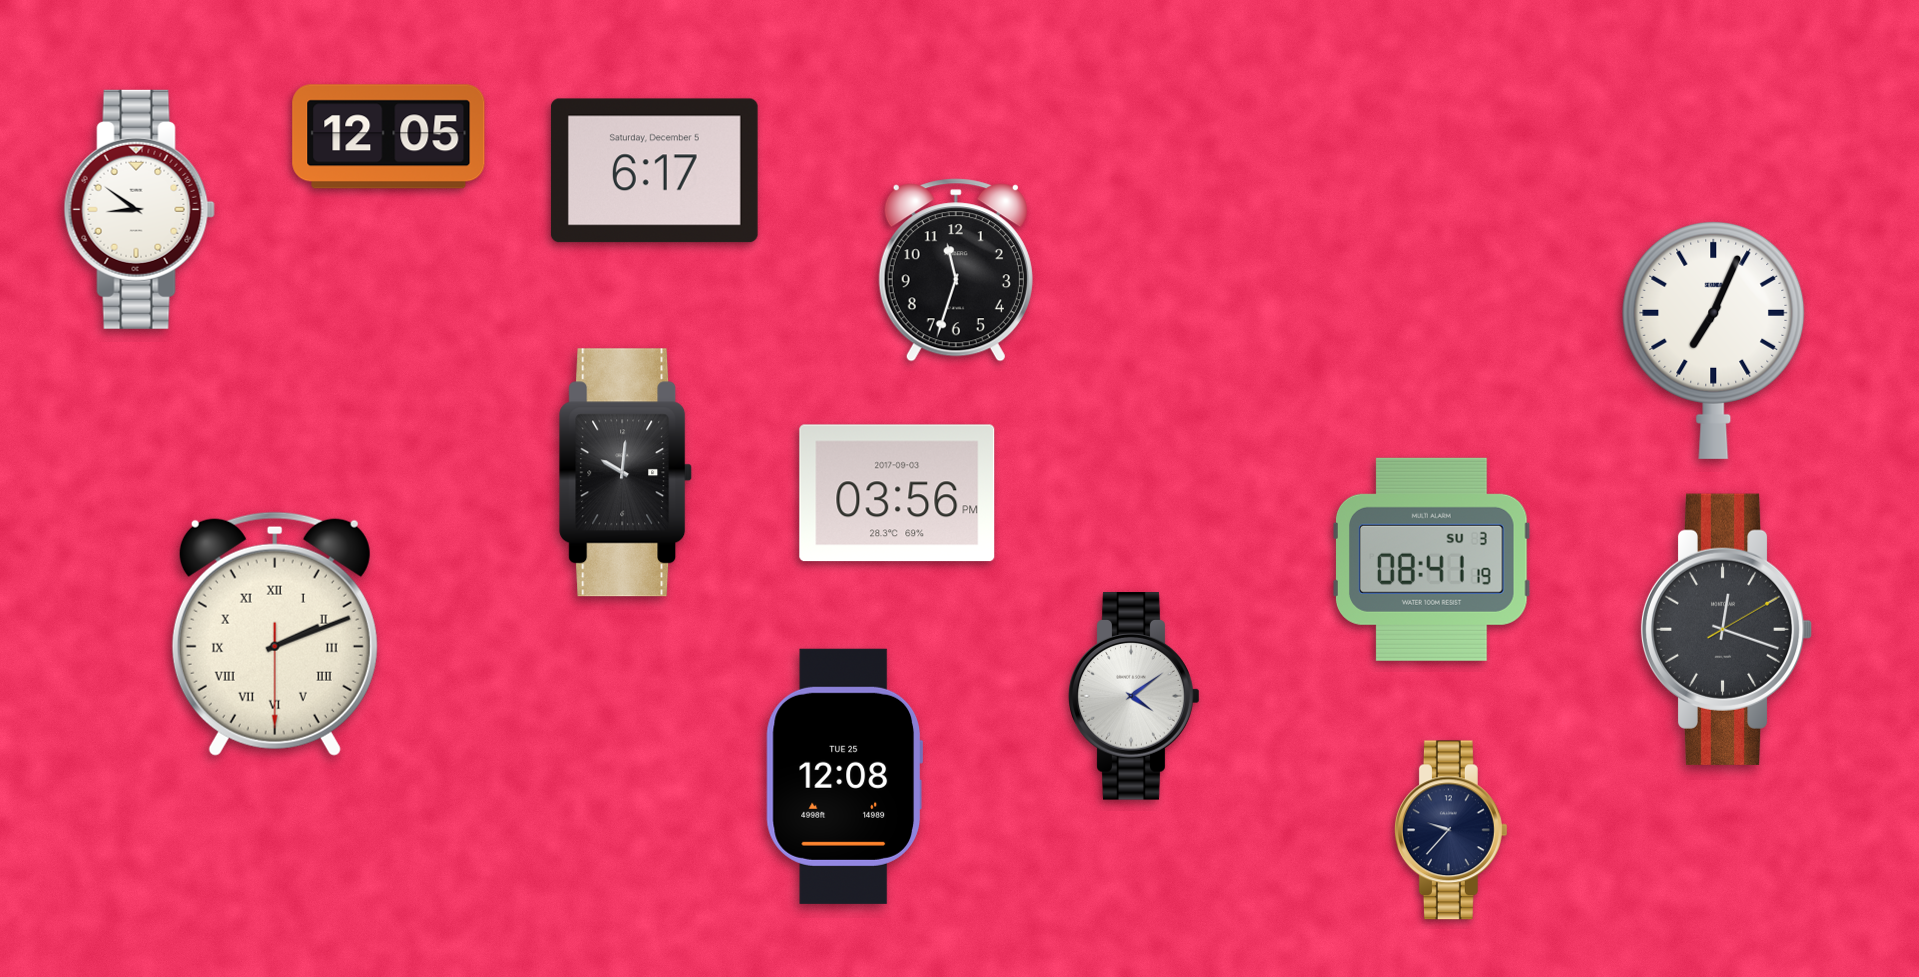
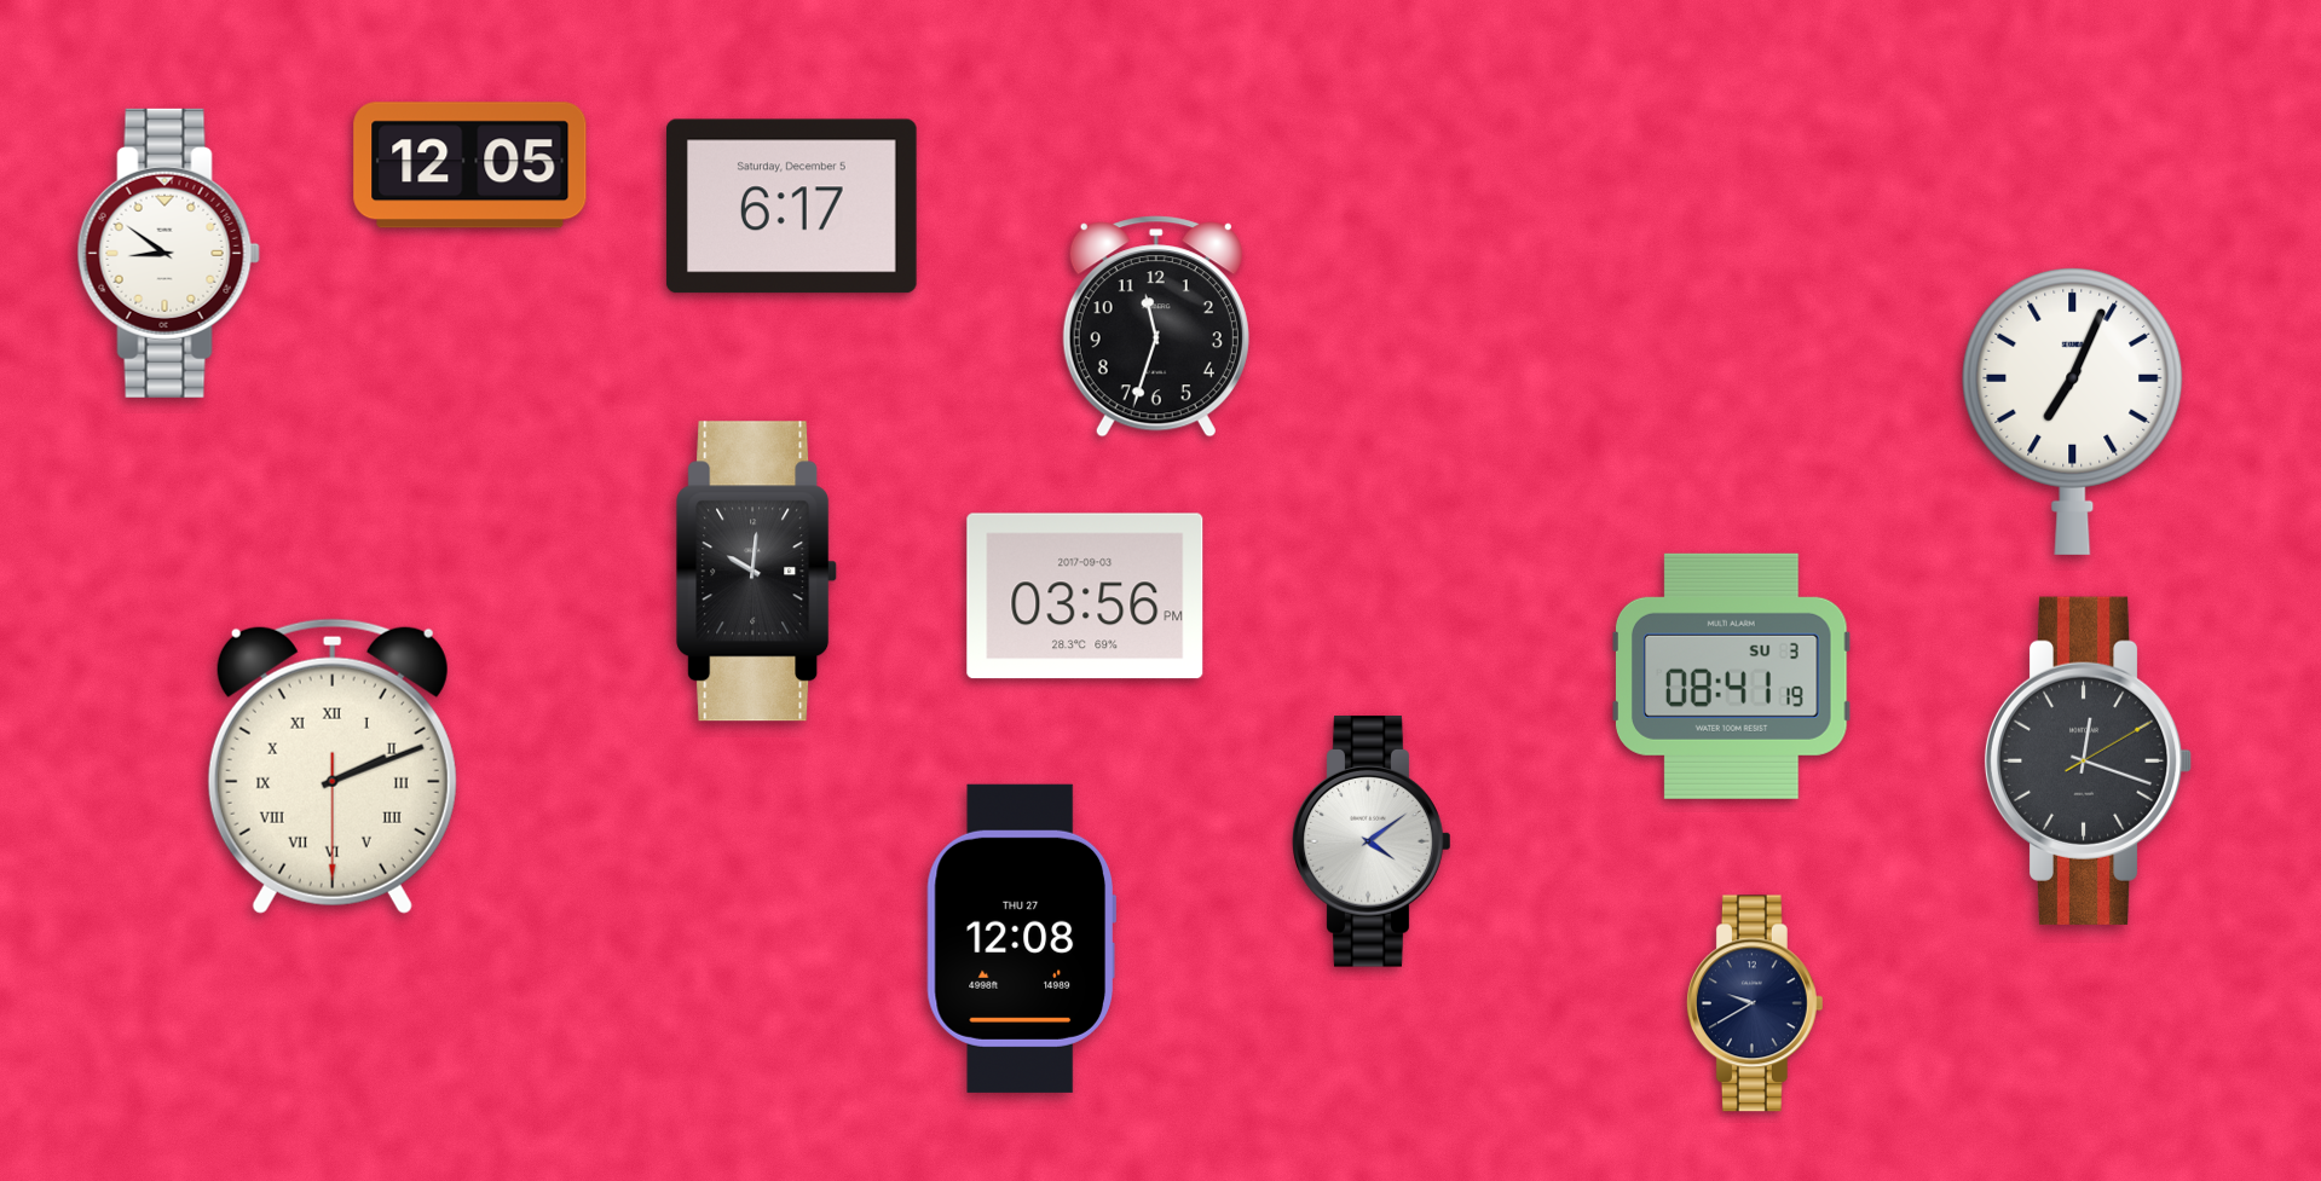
clock at (844, 776) date: TUE 25 -> THU 27
clock at (1451, 830): 9:37 -> 9:40
